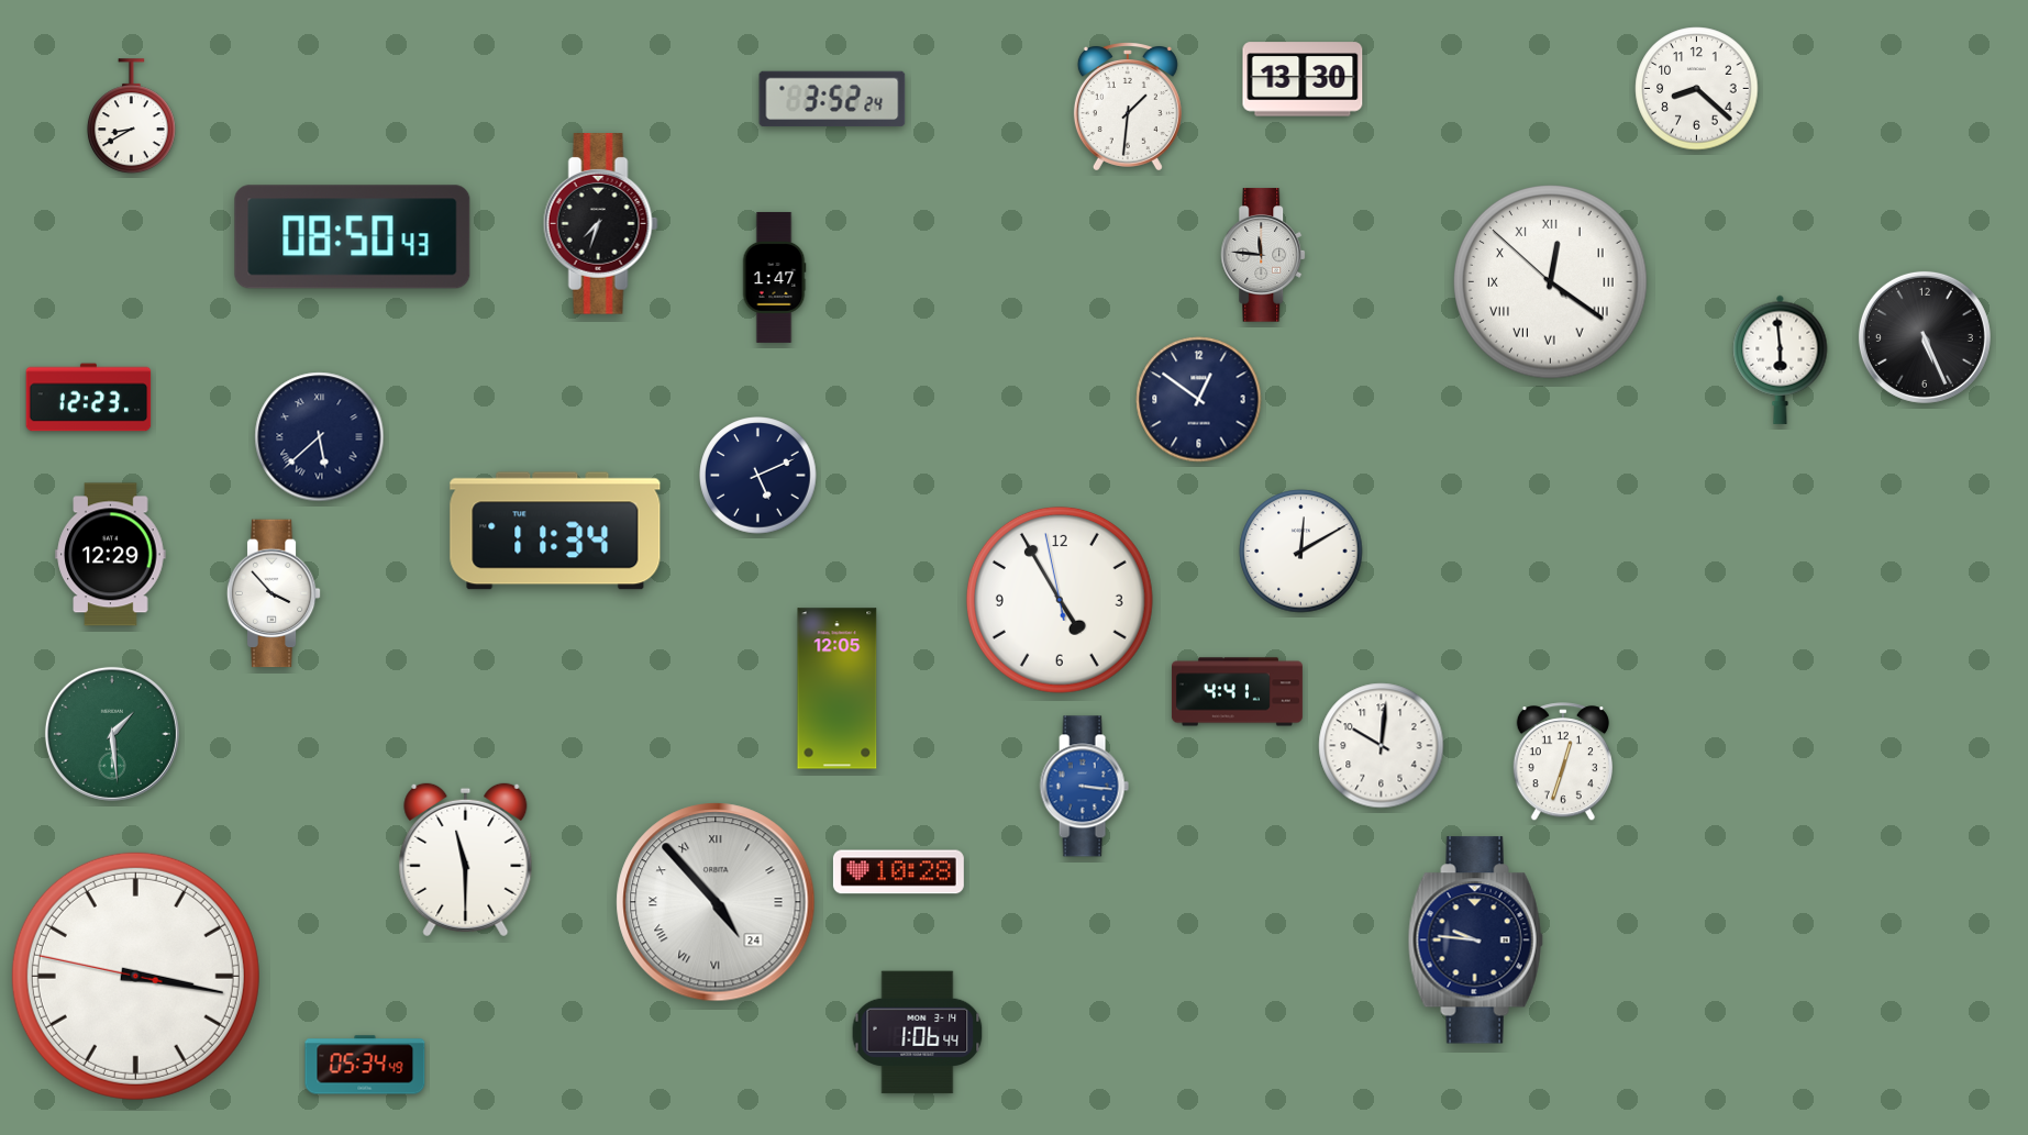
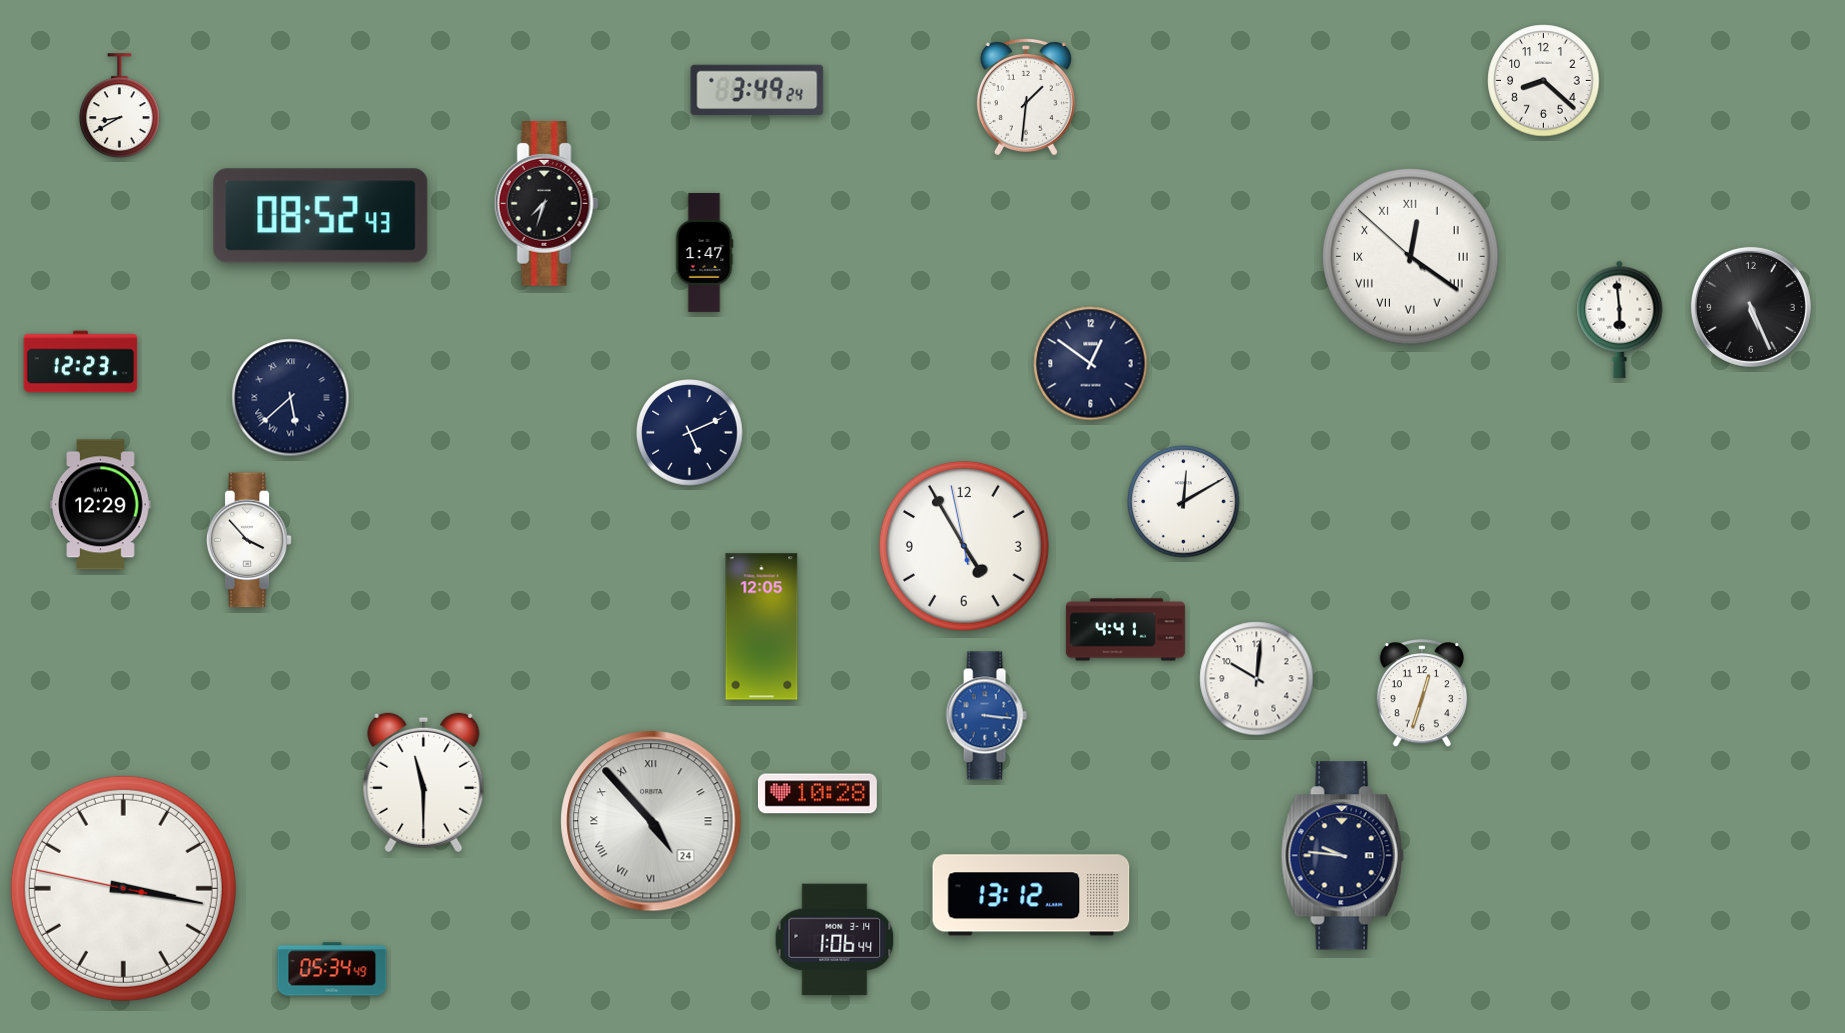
clock at (1303, 79): 13:30 -> none
clock at (832, 99): 3:52 -> 3:49
clock at (353, 237): 08:50 -> 08:52
clock at (1264, 255): 11:46 -> none
clock at (1781, 359) position: (1781, 359) -> (1620, 319)
clock at (555, 531): 11:34 -> none
clock at (112, 734): 1:29 -> none
clock at (1031, 895): none -> 13:12
